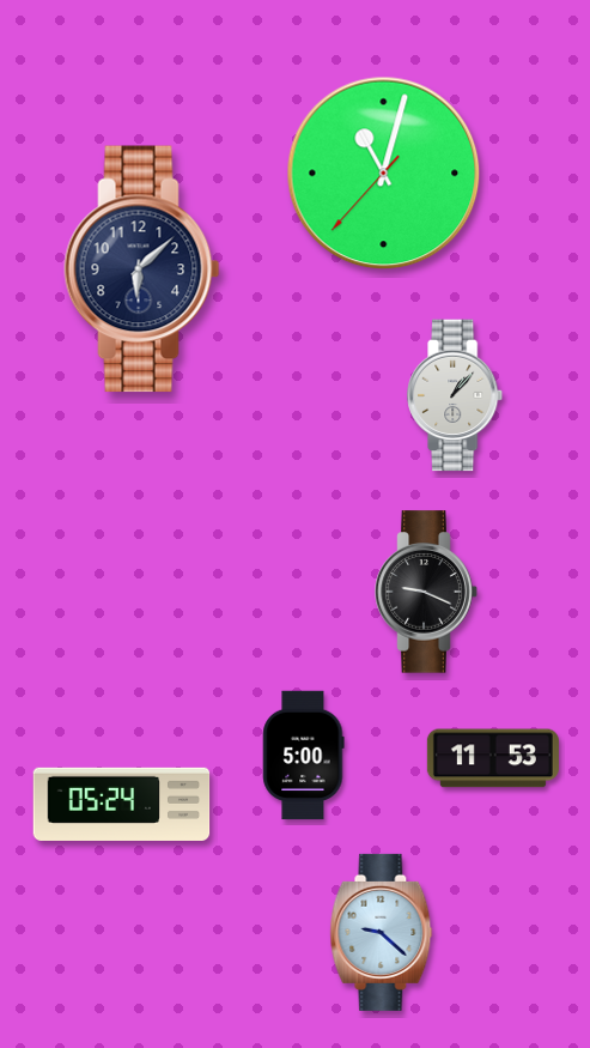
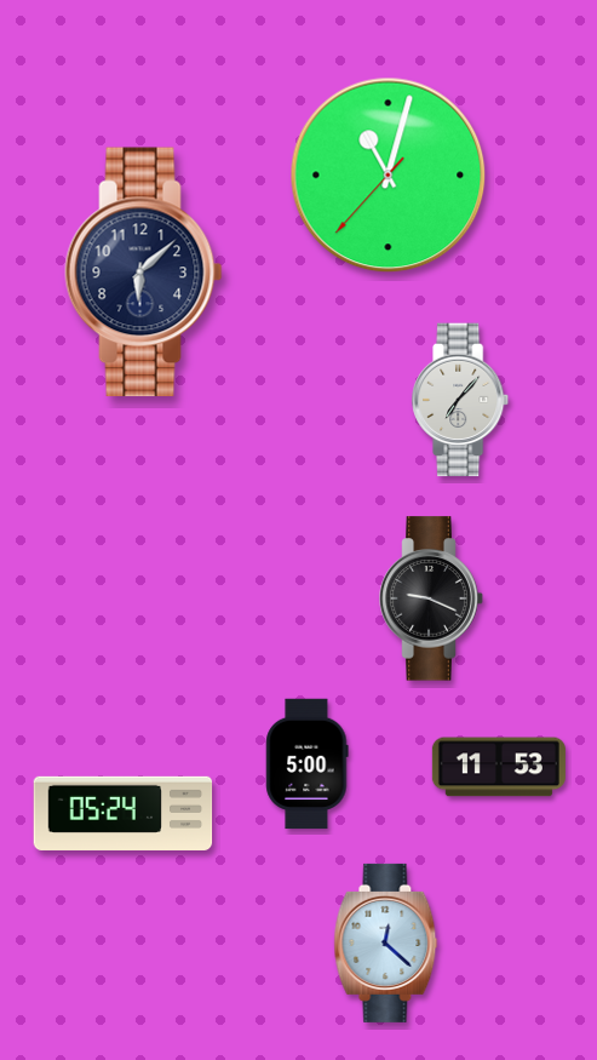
clock at (456, 395): 1:07 -> 7:07
clock at (382, 932): 9:22 -> 12:22
